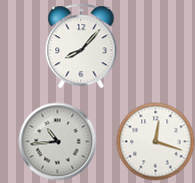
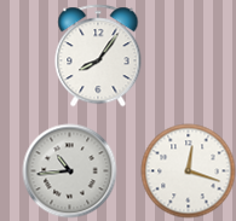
clock at (81, 46): 8:07 -> 8:06
